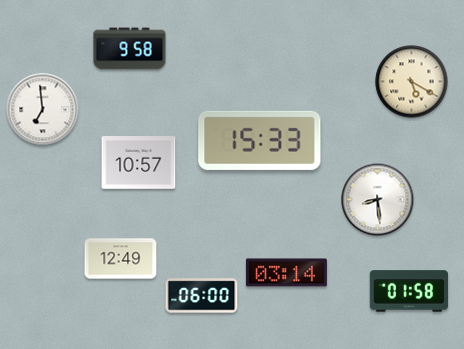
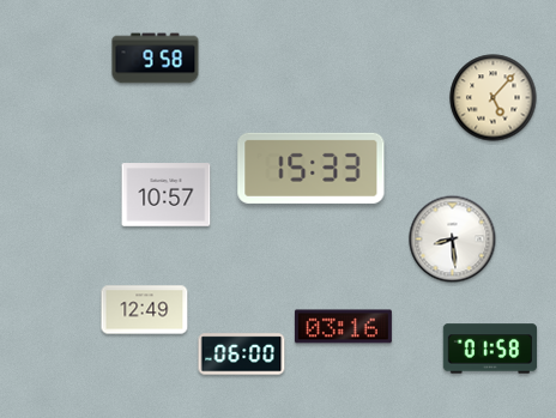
clock at (412, 82): 5:20 -> 5:07
clock at (43, 110): 6:59 -> none
clock at (286, 273): 03:14 -> 03:16
